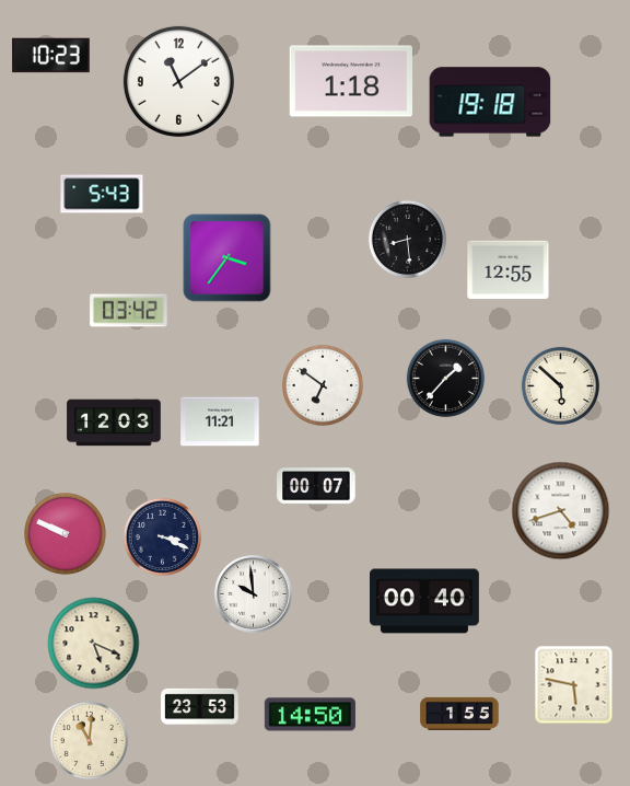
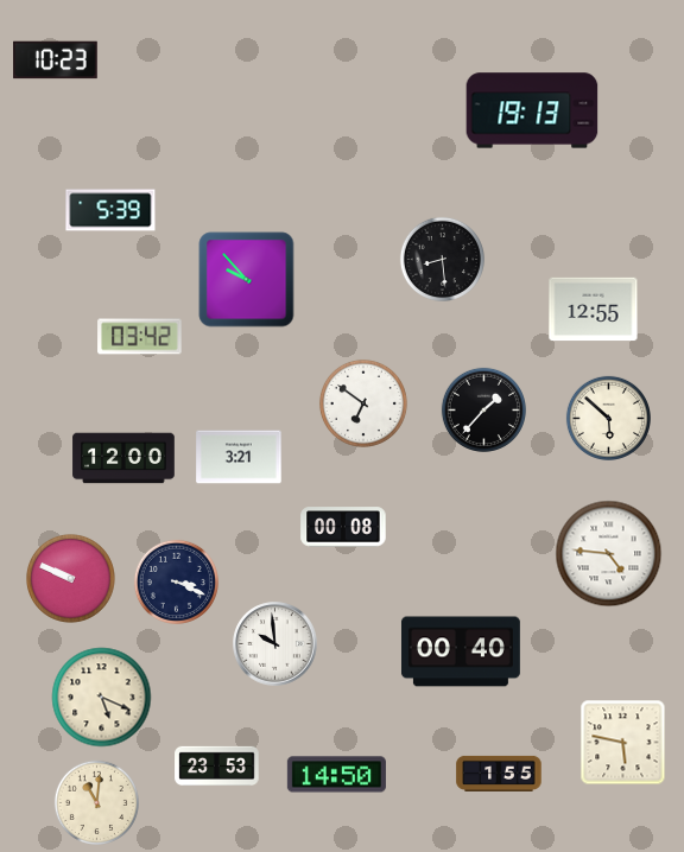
clock at (178, 81): 11:09 -> none
clock at (350, 81): 1:18 -> none
clock at (490, 102): 19:18 -> 19:13
clock at (102, 194): 5:43 -> 5:39
clock at (227, 258): 3:36 -> 9:53
clock at (509, 270) position: (509, 270) -> (594, 310)
clock at (323, 385) position: (323, 385) -> (363, 403)
clock at (220, 421): 11:21 -> 3:21
clock at (114, 423): 12:03 -> 12:00
clock at (316, 486): 00:07 -> 00:08
clock at (561, 511): 4:42 -> 4:46
